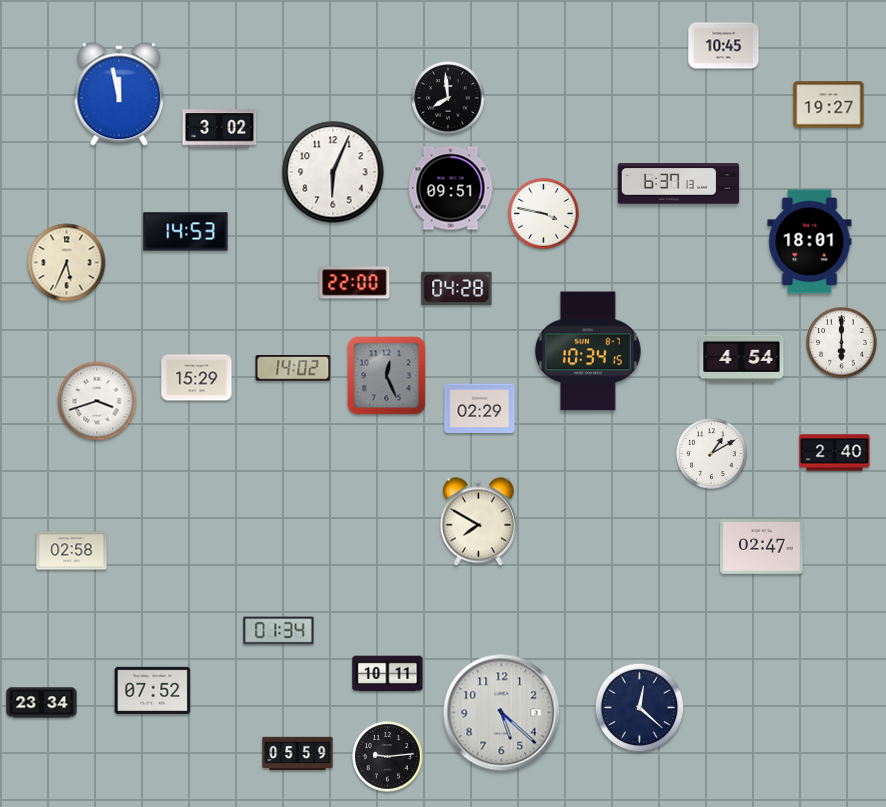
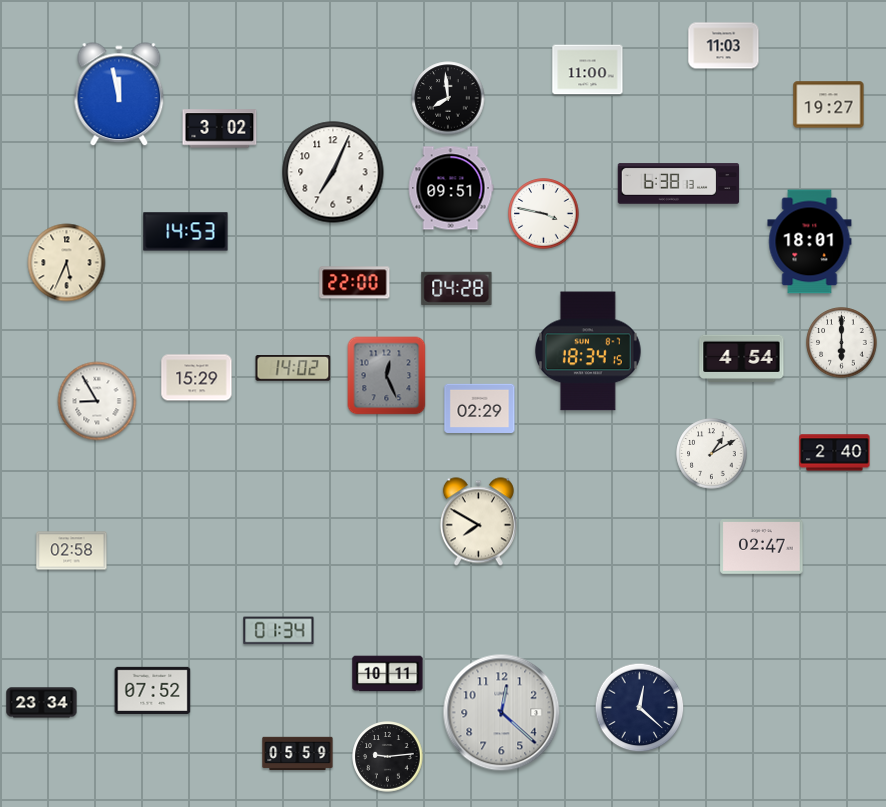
clock at (724, 46): 10:45 -> 11:03
clock at (588, 70): none -> 11:00
clock at (333, 172): 6:04 -> 7:04
clock at (679, 184): 6:37 -> 6:38
clock at (588, 351): 10:34 -> 18:34
clock at (97, 401): 3:42 -> 8:55
clock at (502, 713): 5:22 -> 12:22
